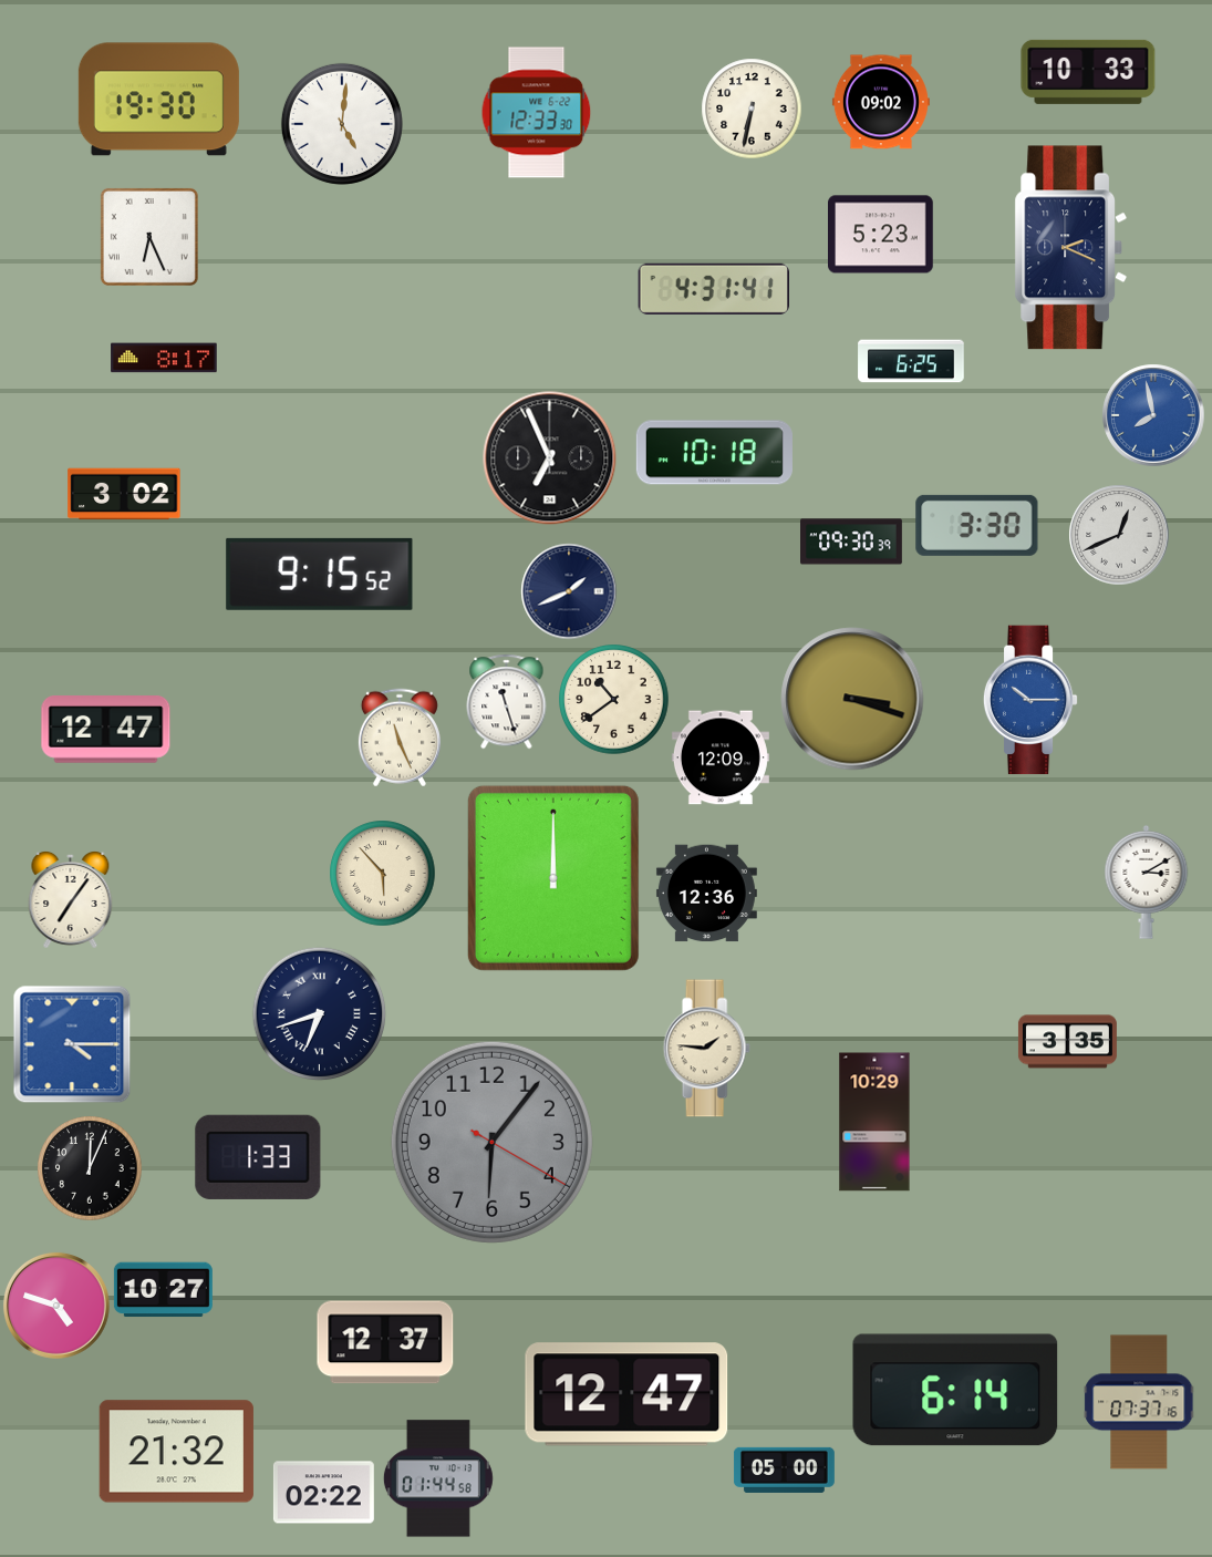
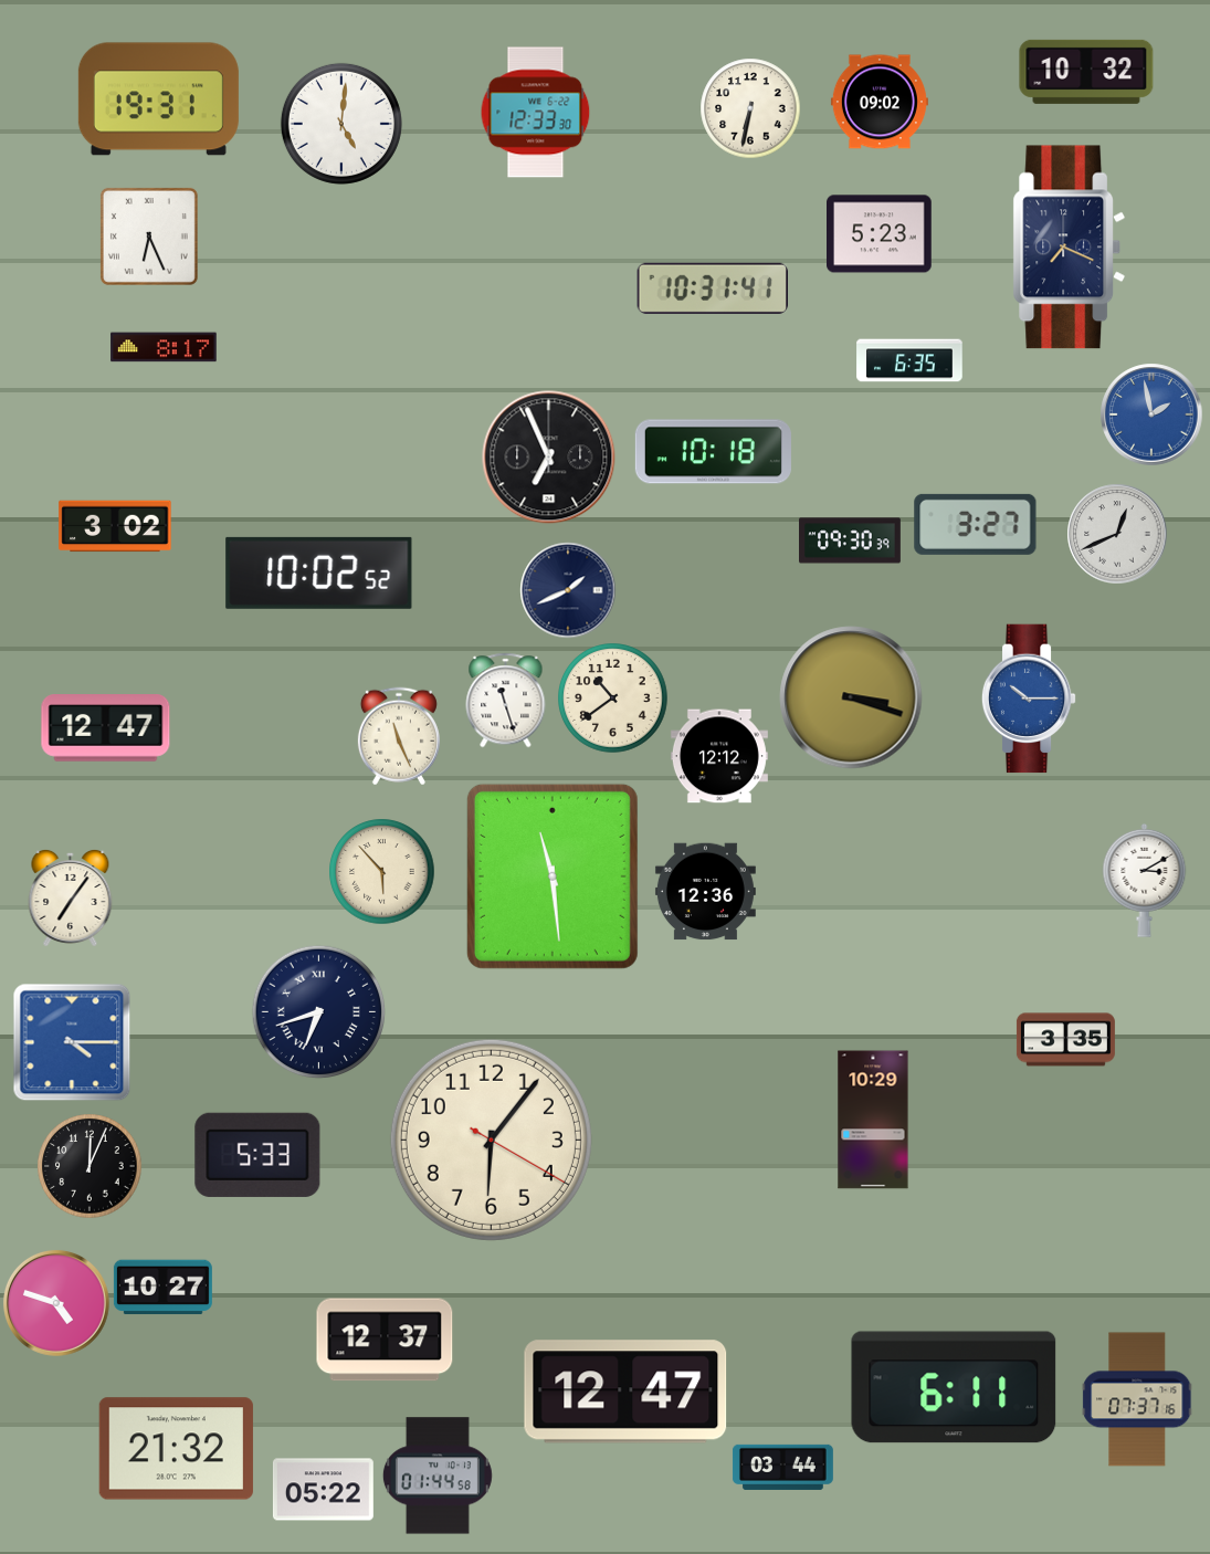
clock at (1088, 72): 10:33 -> 10:32
clock at (158, 100): 19:30 -> 19:31
clock at (1071, 248): 2:19 -> 7:19
clock at (714, 289): 4:31 -> 10:31
clock at (164, 358) position: (164, 358) -> (164, 347)
clock at (911, 361): 6:25 -> 6:35
clock at (1153, 415): 7:58 -> 1:58
clock at (124, 494) position: (124, 494) -> (115, 526)
clock at (977, 525): 3:30 -> 3:27
clock at (320, 574): 9:15 -> 10:02
clock at (721, 757): 12:09 -> 12:12
clock at (553, 878): 12:00 -> 11:29
clock at (706, 1049): 1:46 -> none
clock at (491, 1142) dial: grey -> cream
clock at (258, 1157): 1:33 -> 5:33
clock at (955, 1390): 6:14 -> 6:11
clock at (784, 1470): 05:00 -> 03:44
clock at (323, 1493): 02:22 -> 05:22
